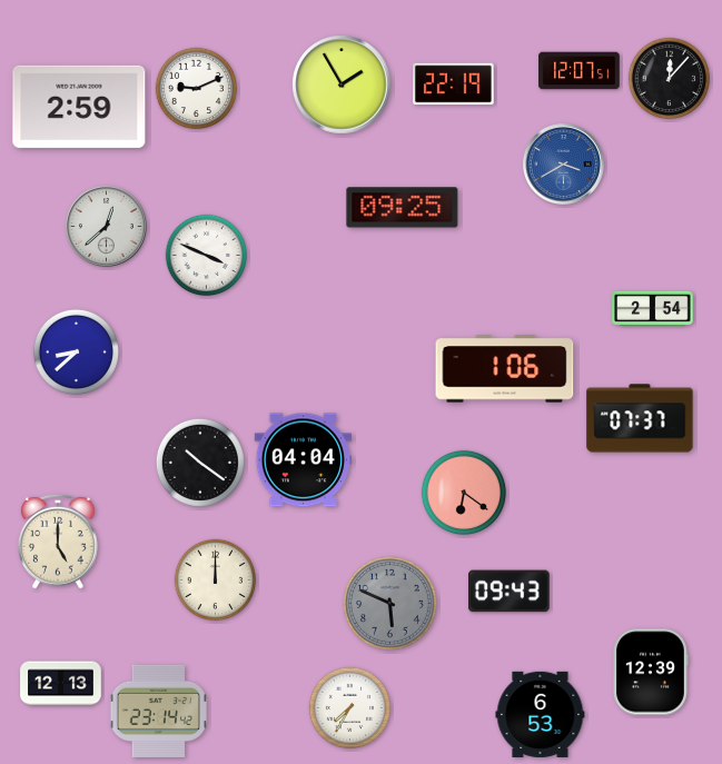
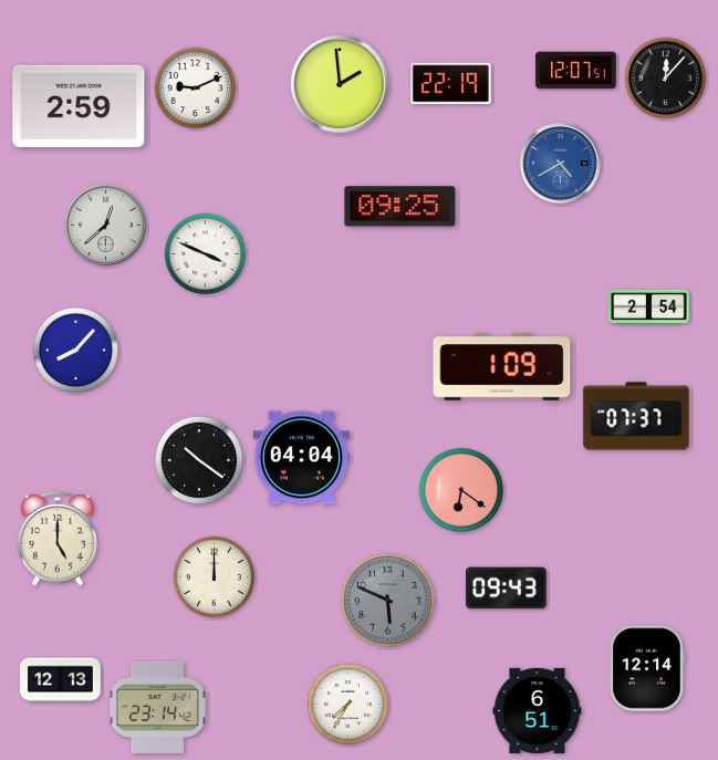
clock at (342, 85): 1:55 -> 1:59
clock at (563, 163): 3:40 -> 4:40
clock at (76, 351): 8:38 -> 8:07
clock at (505, 369): 1:06 -> 1:09
clock at (651, 672): 12:39 -> 12:14
clock at (541, 714): 6:53 -> 6:51
